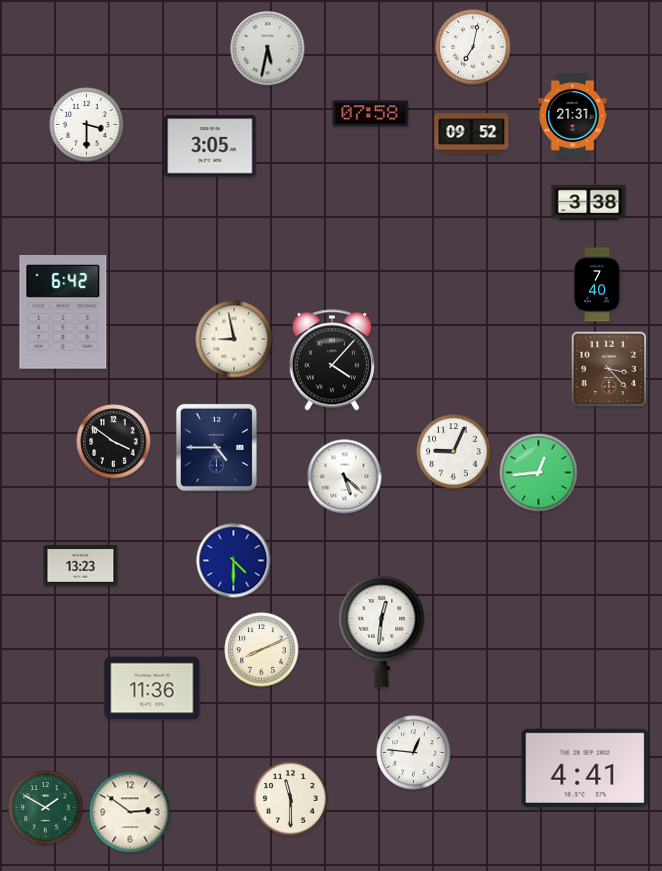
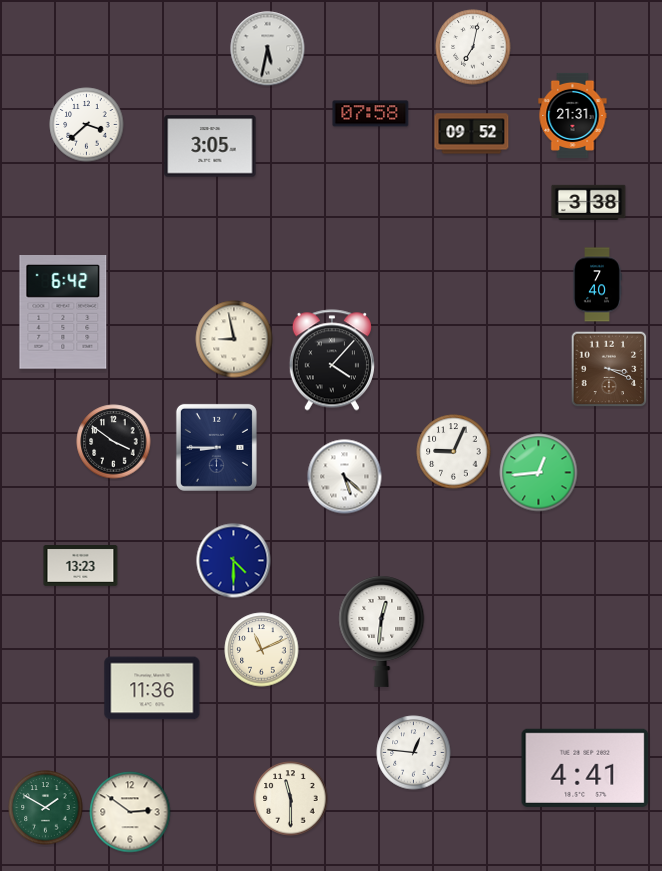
clock at (87, 125): 3:30 -> 3:38
clock at (609, 369): 3:23 -> 3:19
clock at (216, 447): 4:45 -> 8:45
clock at (262, 650): 8:11 -> 11:11
